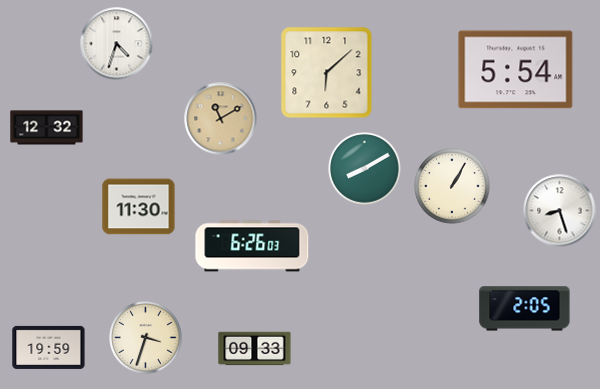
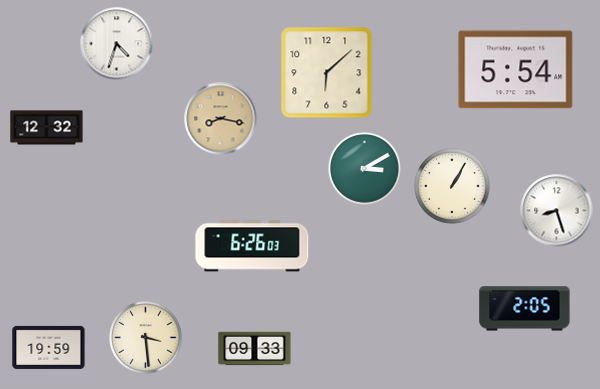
clock at (221, 119): 11:10 -> 8:17
clock at (365, 169): 8:10 -> 3:10
clock at (139, 207): 11:30 -> none
clock at (560, 211) position: (560, 211) -> (557, 211)
clock at (146, 338): 3:33 -> 3:29
